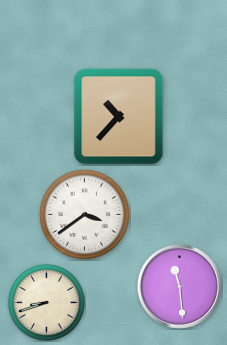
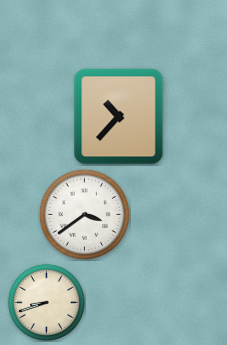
clock at (179, 286): 11:29 -> none
